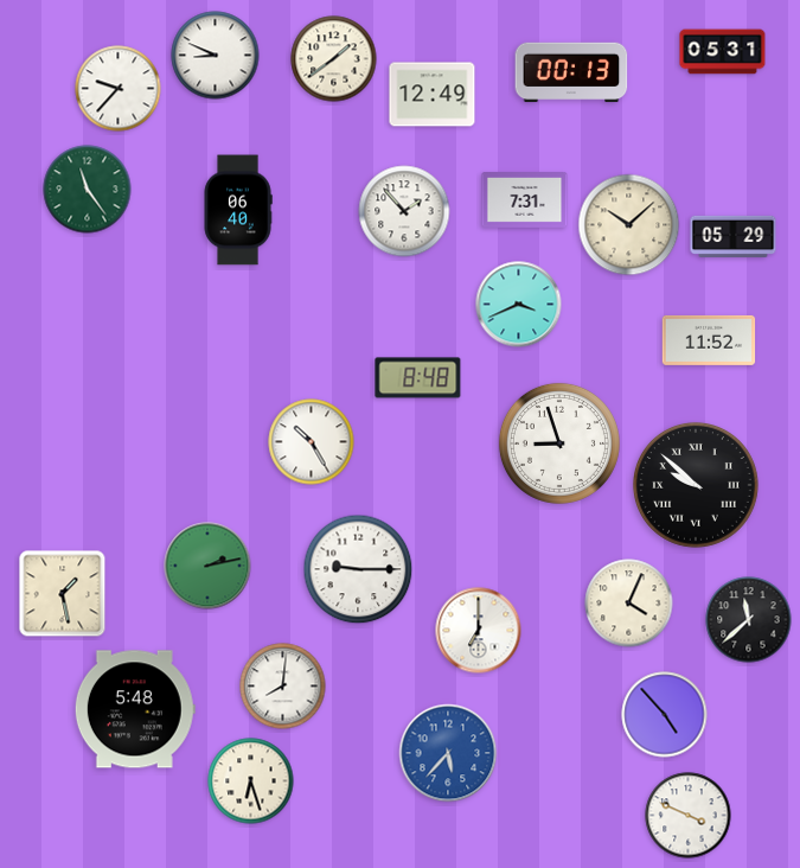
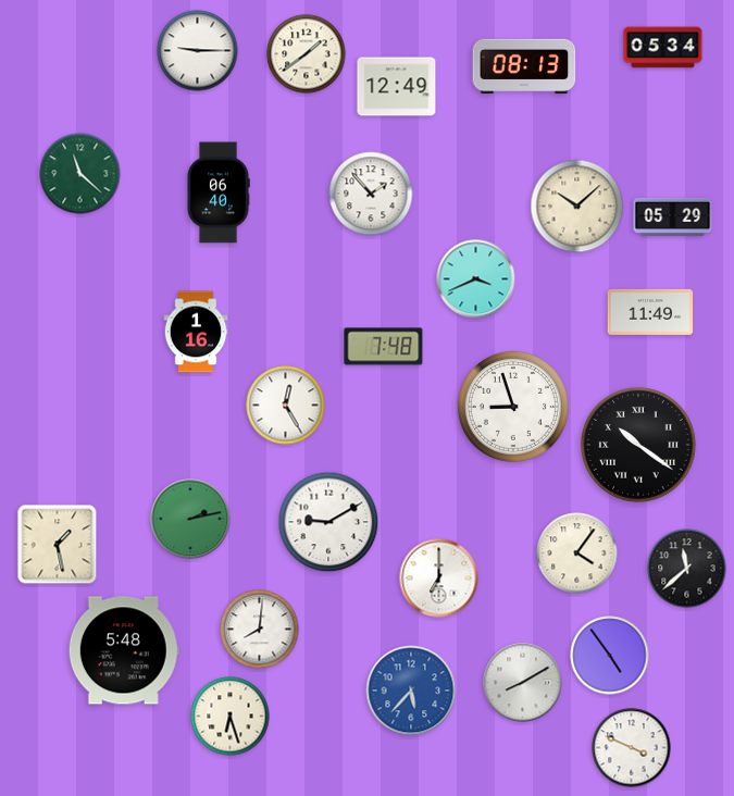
clock at (723, 52): 05:31 -> 05:34
clock at (216, 56): 8:49 -> 9:15
clock at (571, 72): 00:13 -> 08:13
clock at (119, 89): 9:37 -> none
clock at (88, 190): 11:24 -> 11:22
clock at (525, 200): 7:31 -> none
clock at (709, 340): 11:52 -> 11:49
clock at (196, 332): none -> 1:16
clock at (418, 378): 8:48 -> 7:48
clock at (312, 442): 10:25 -> 12:25
clock at (696, 485): 9:52 -> 10:21
clock at (358, 569): 9:15 -> 9:10
clock at (629, 604): 4:04 -> 4:06
clock at (665, 715): 4:53 -> 4:54
clock at (523, 683): none -> 8:10
